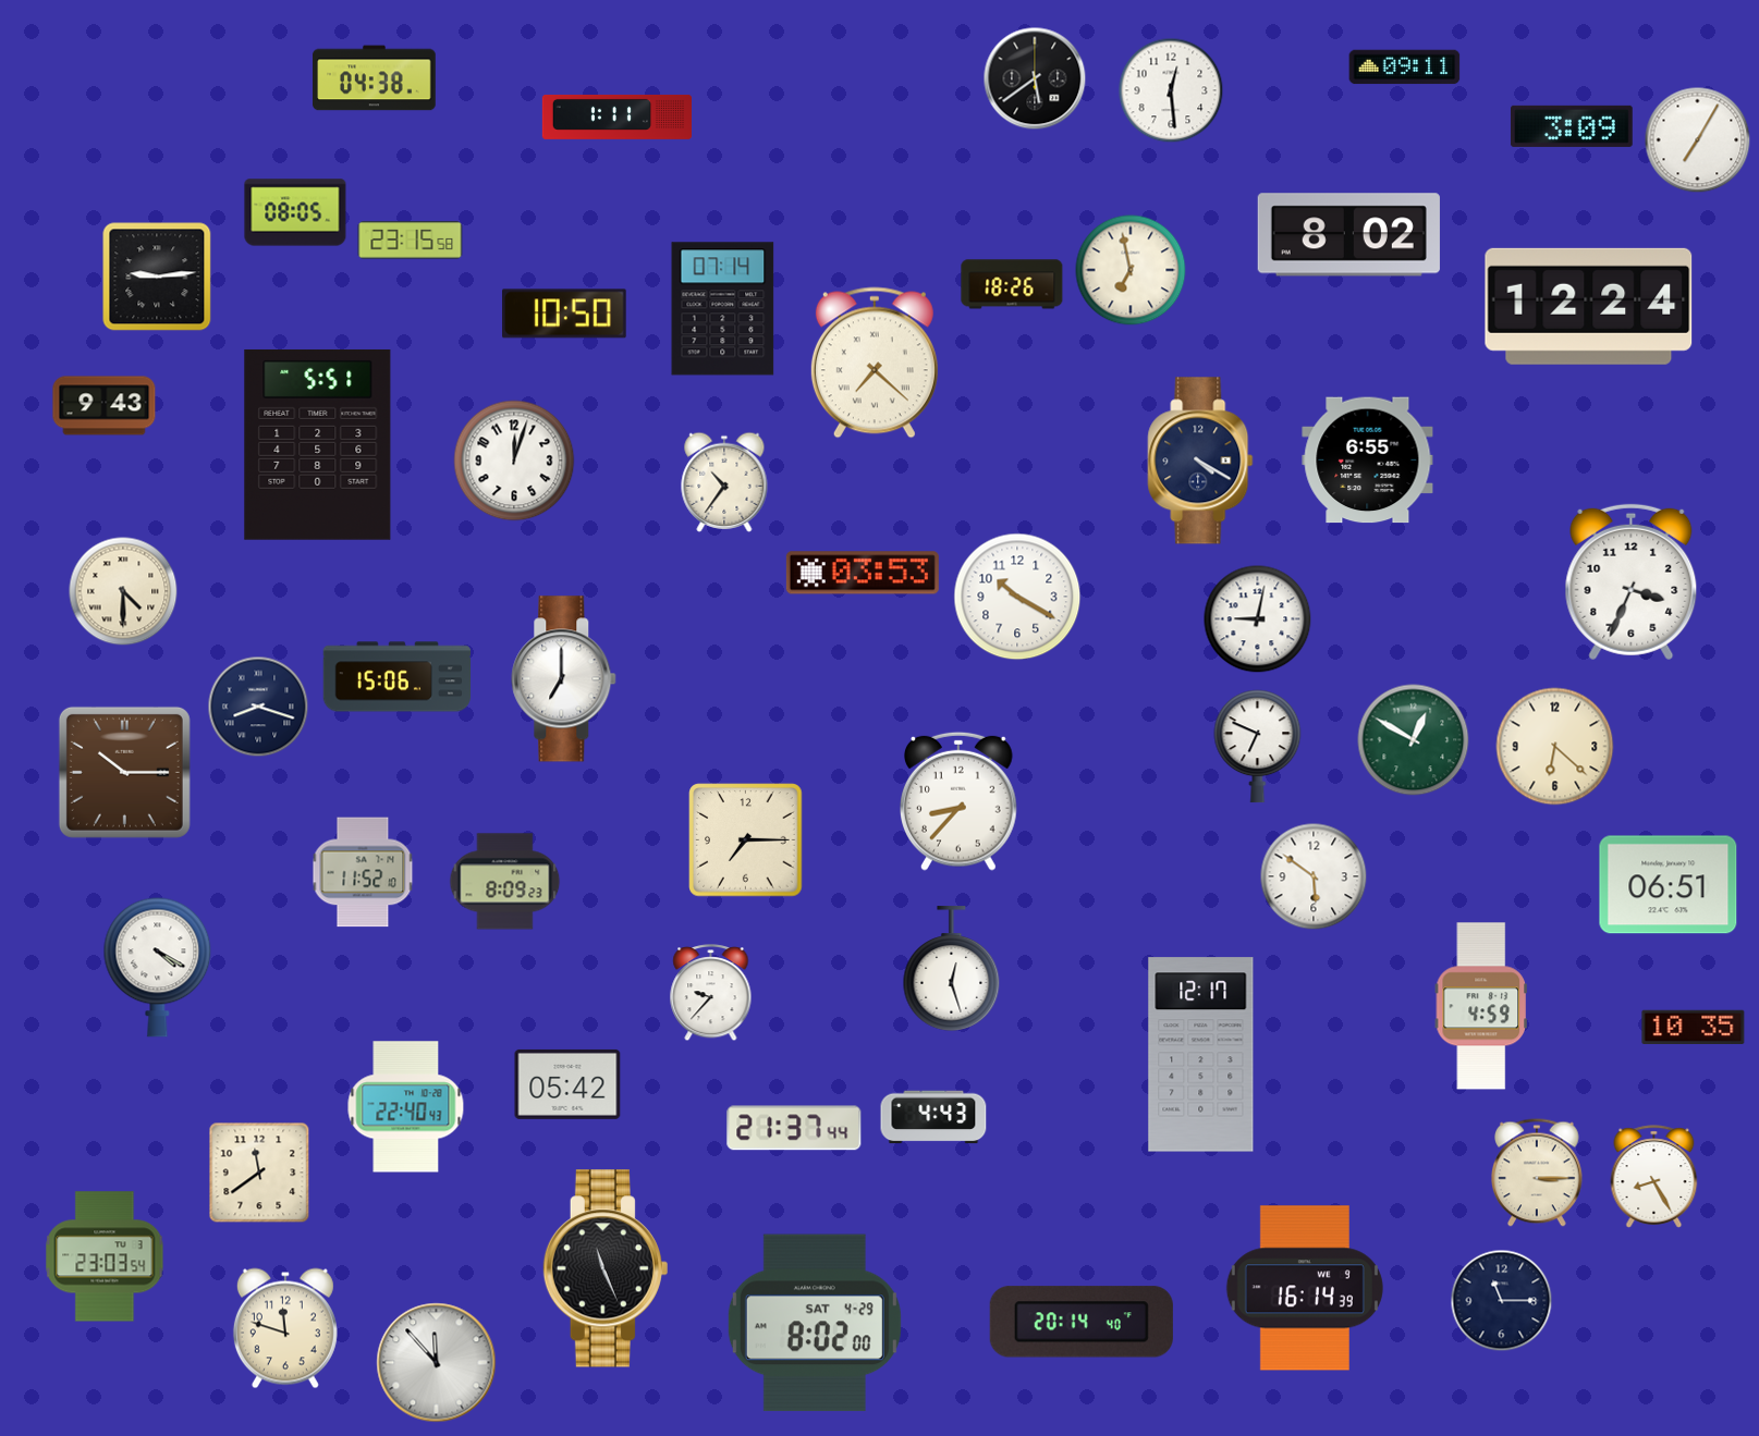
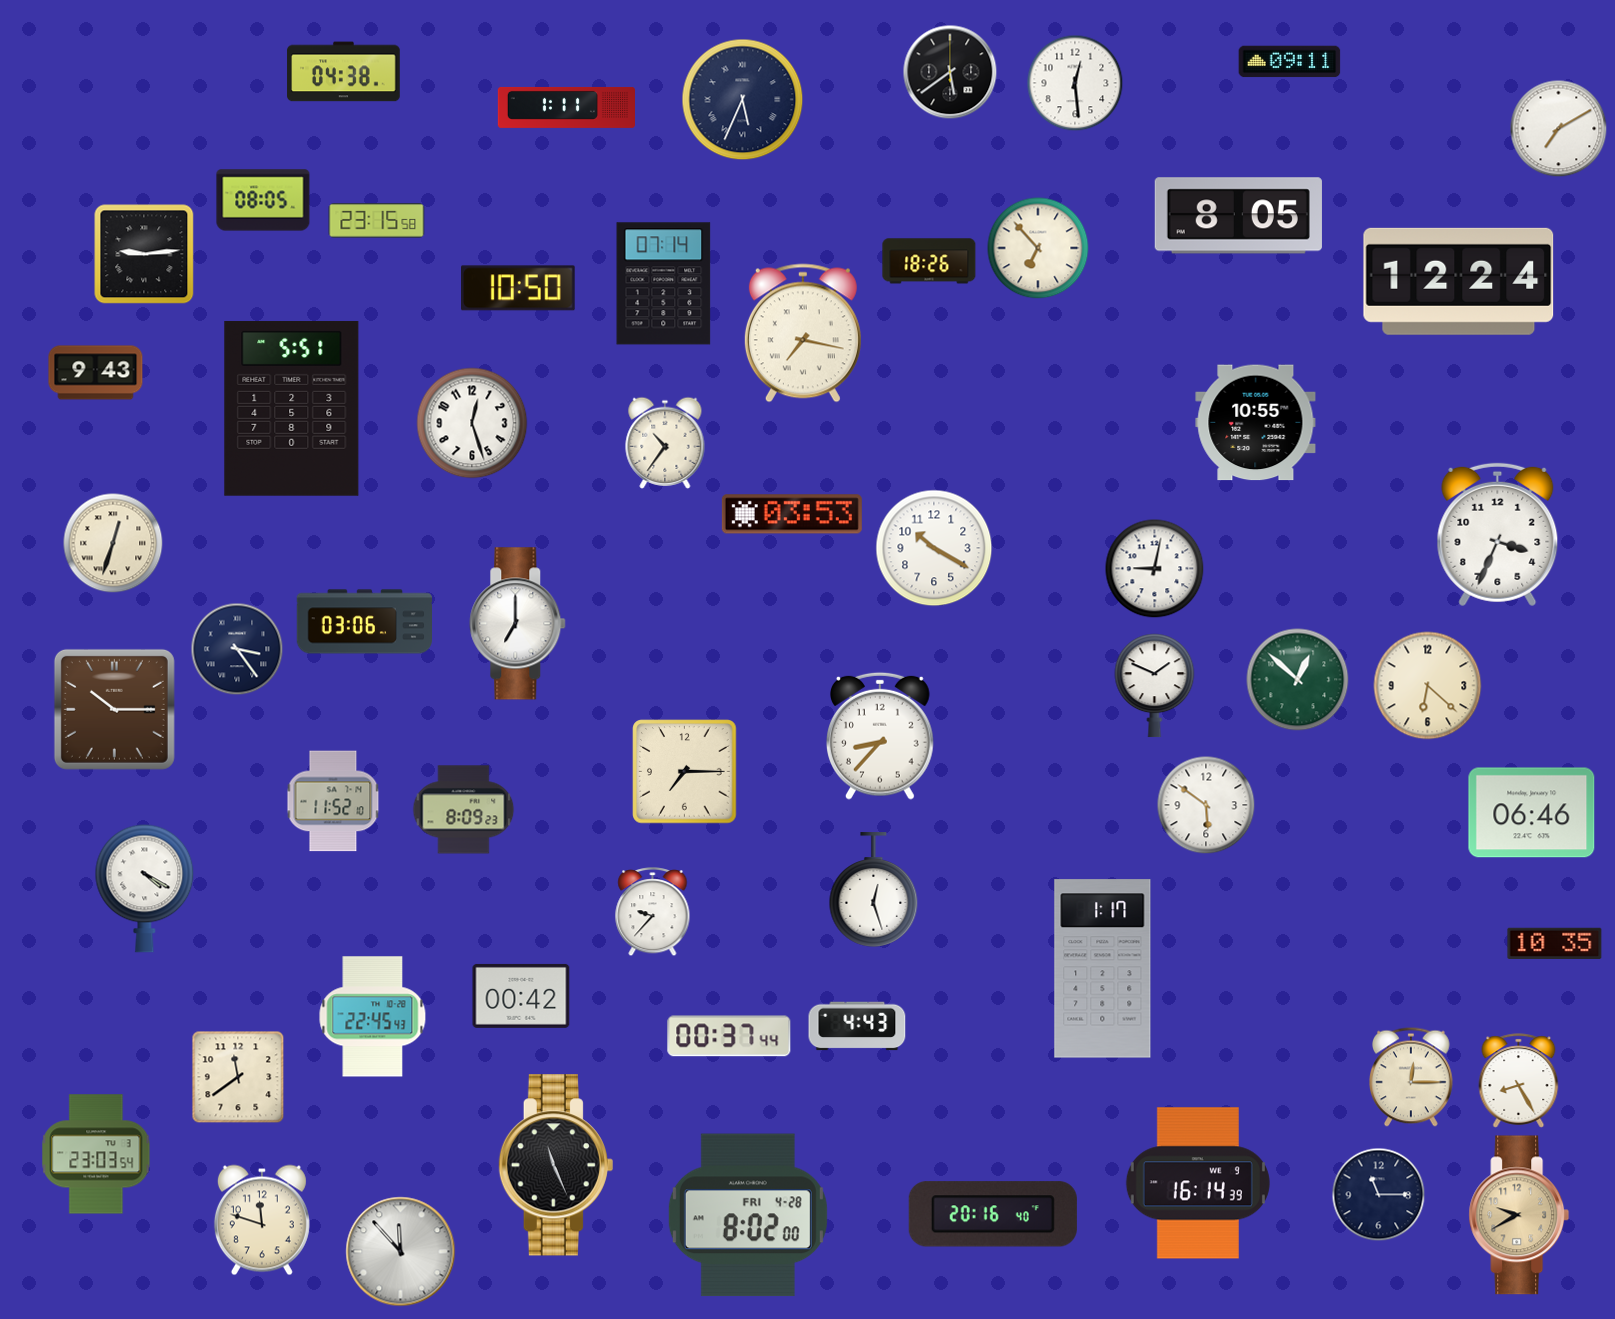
clock at (743, 100): none -> 5:34
clock at (1572, 126): 3:09 -> none
clock at (1698, 140): 7:05 -> 7:10
clock at (295, 212) position: (295, 212) -> (263, 200)
clock at (1348, 235): 8:02 -> 8:05
clock at (1131, 270): 6:58 -> 6:53
clock at (875, 363): 7:22 -> 7:17
clock at (514, 461): 12:03 -> 12:27
clock at (1200, 461): 4:20 -> none
clock at (1368, 461): 6:55 -> 10:55
clock at (863, 573) position: (863, 573) -> (792, 514)
clock at (123, 591): 4:30 -> 12:33
clock at (398, 677): 15:06 -> 03:06
clock at (258, 707): 8:18 -> 3:24
clock at (1414, 740): 12:50 -> 12:52
clock at (1258, 747): 6:49 -> 1:49
clock at (1669, 885): 06:51 -> 06:46
clock at (1481, 1006): 4:59 -> none
clock at (1201, 1055): 12:17 -> 1:17
clock at (567, 1084): 05:42 -> 00:42
clock at (406, 1107): 22:40 -> 22:45
clock at (794, 1128): 21:37 -> 00:37
clock at (1538, 1173): 3:15 -> 12:15
clock at (1082, 1322): 20:14 -> 20:16
clock at (815, 1323) date: SAT 4-29 -> FRI 4-28
clock at (1519, 1215): none -> 9:40
